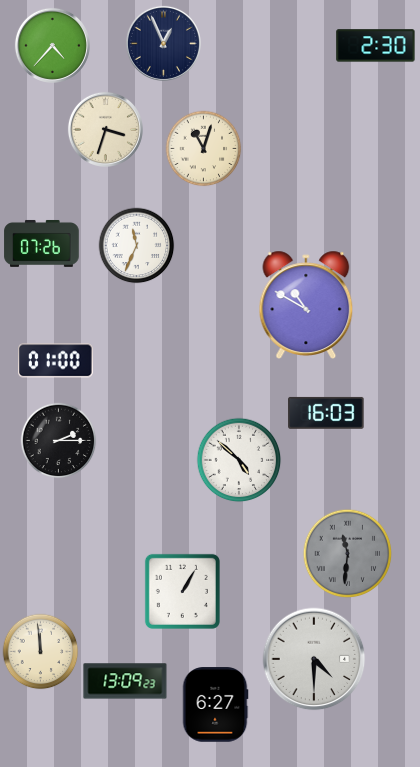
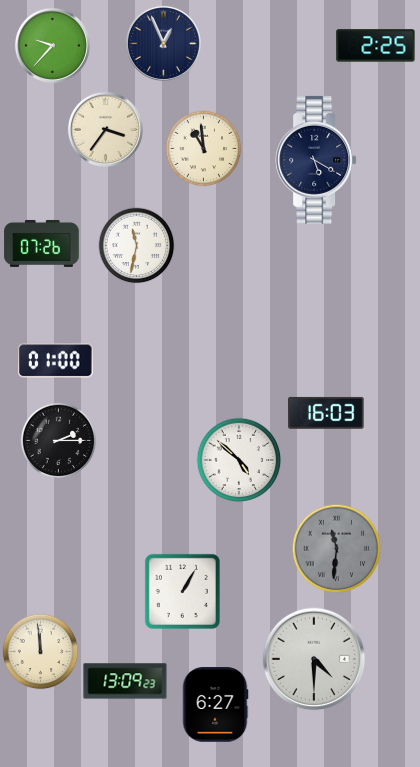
clock at (52, 45): 4:37 -> 9:37
clock at (376, 46): 2:30 -> 2:25
clock at (105, 129): 3:33 -> 3:36
clock at (204, 149): 11:03 -> 10:59
clock at (316, 160): none -> 5:20
clock at (137, 246): 11:34 -> 11:32
clock at (306, 305): 10:50 -> none
clock at (348, 554) position: (348, 554) -> (337, 549)
